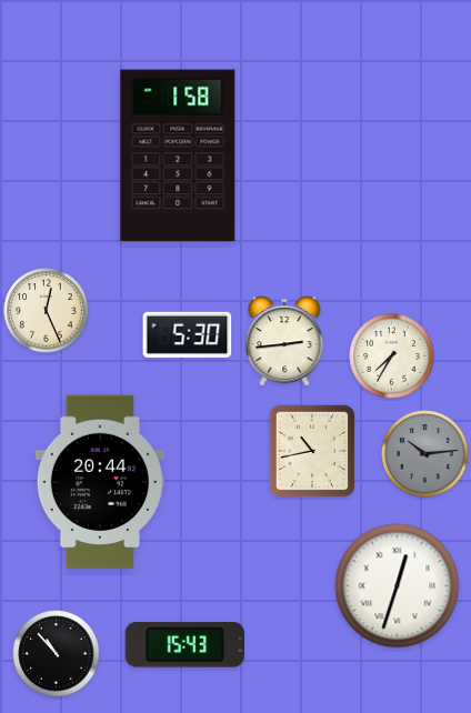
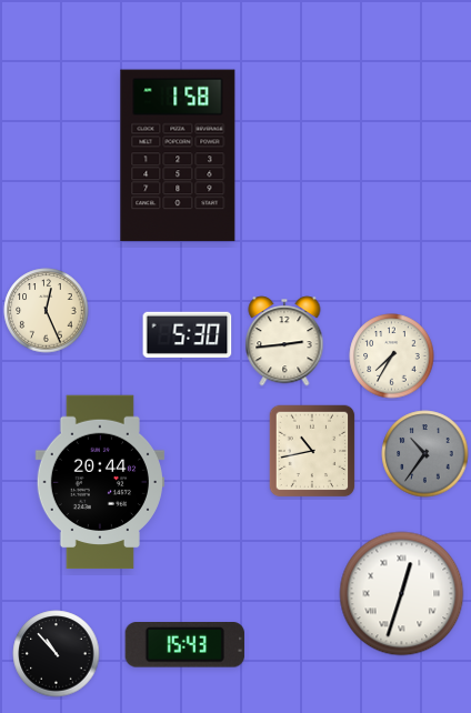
clock at (425, 454): 10:14 -> 10:36
clock at (398, 586) position: (398, 586) -> (402, 594)
